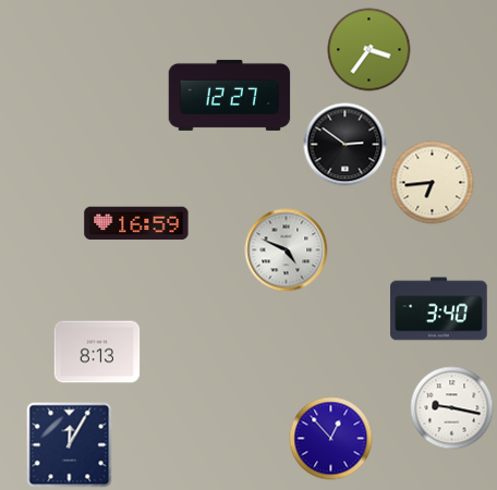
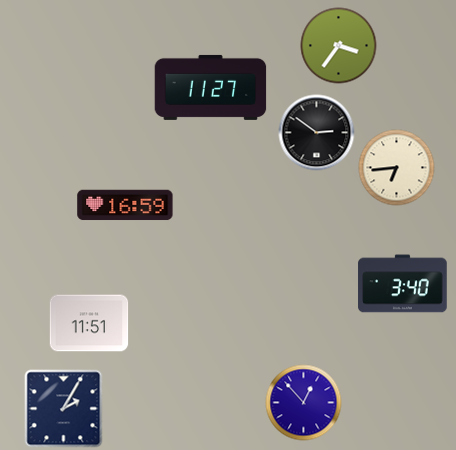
clock at (230, 95): 12:27 -> 11:27
clock at (287, 250): 4:49 -> none
clock at (97, 352): 8:13 -> 11:51
clock at (452, 408): 9:17 -> none
clock at (70, 445): 12:05 -> 2:05
